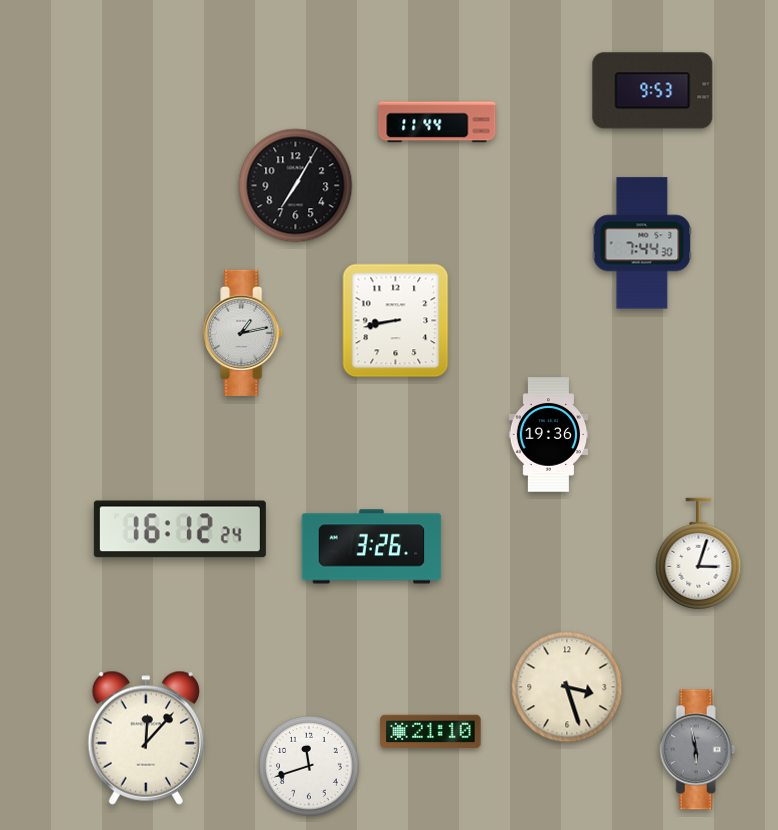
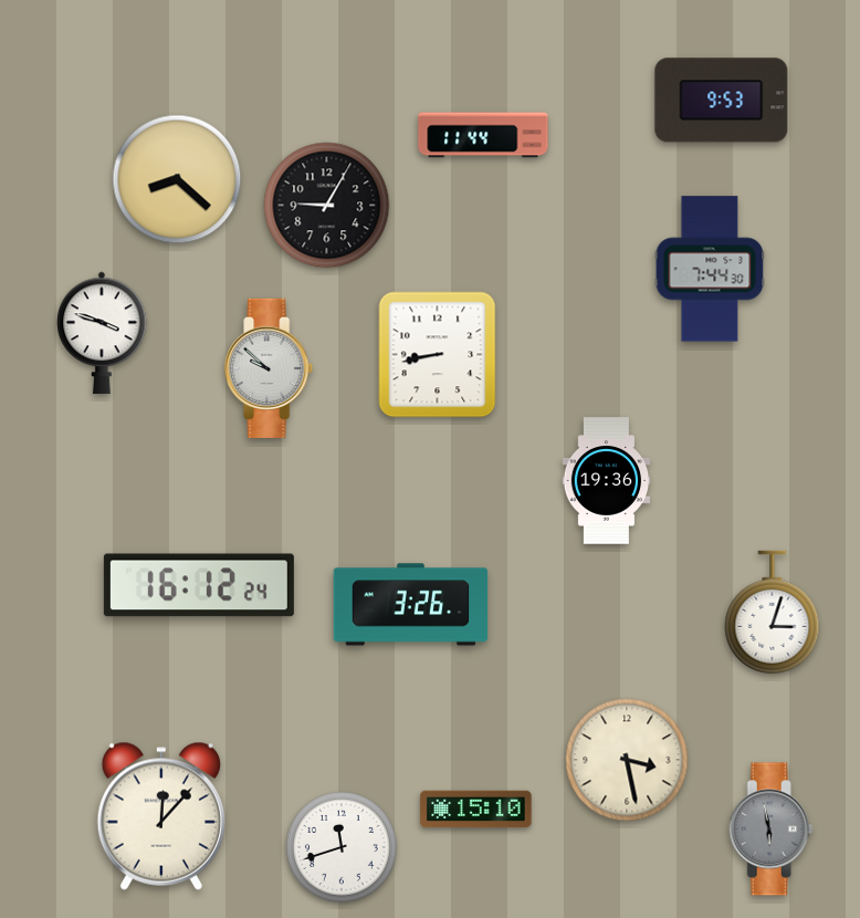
clock at (177, 179): none -> 8:22
clock at (296, 186): 7:05 -> 9:05
clock at (102, 333): none -> 3:48
clock at (244, 333): 1:13 -> 9:52
clock at (567, 687): 3:27 -> 3:28
clock at (431, 732): 21:10 -> 15:10
